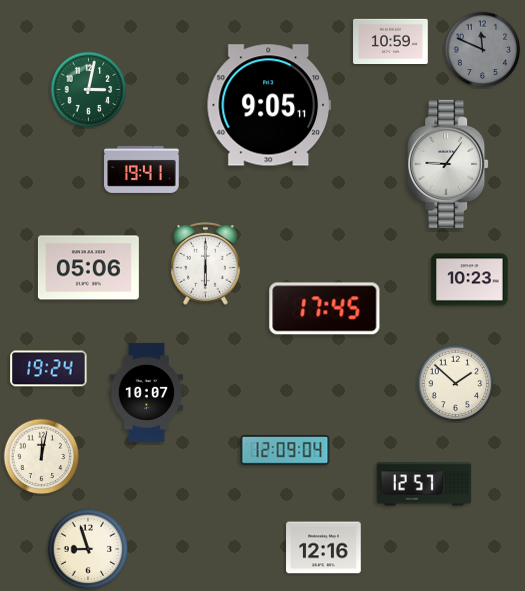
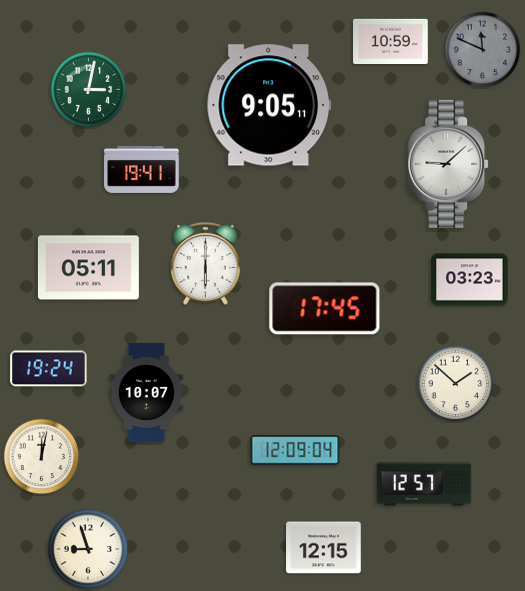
clock at (448, 164): 9:06 -> 9:08
clock at (88, 268): 05:06 -> 05:11
clock at (470, 280): 10:23 -> 03:23
clock at (285, 450) position: (285, 450) -> (295, 450)
clock at (324, 548): 12:16 -> 12:15
